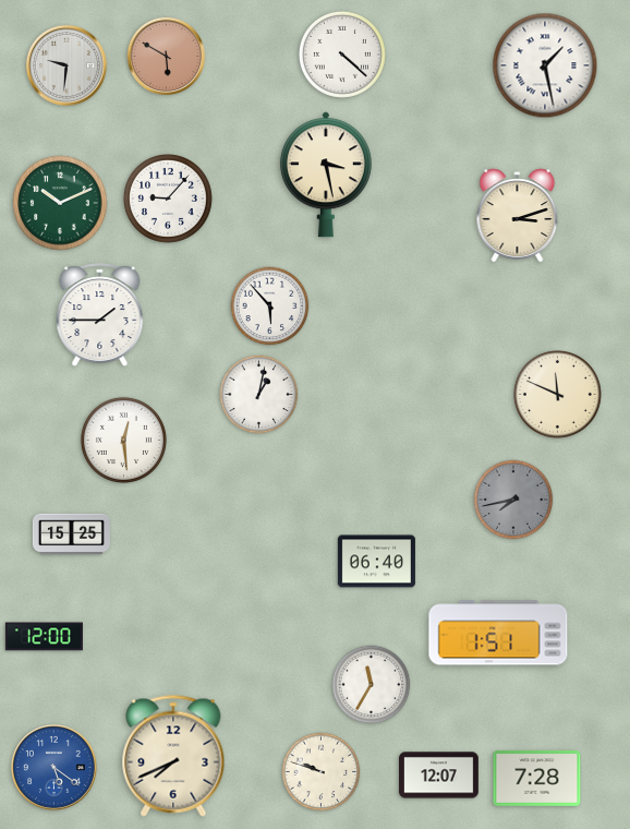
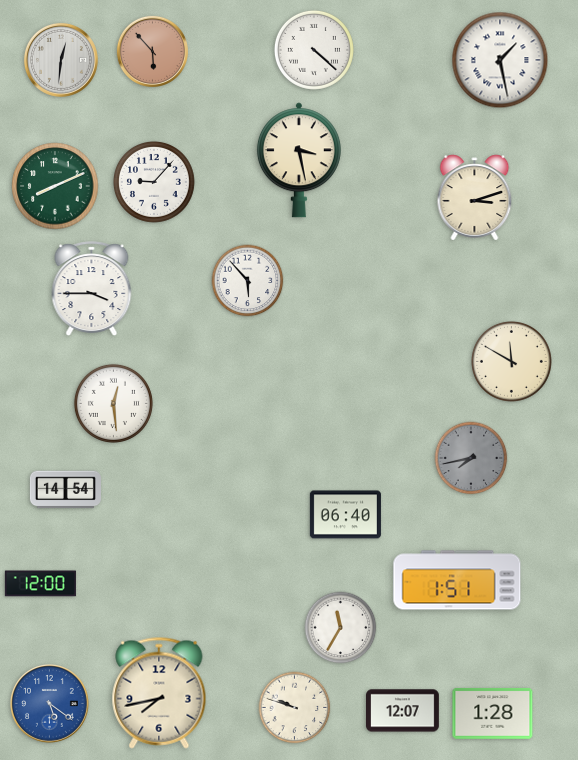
clock at (166, 56): 5:50 -> 5:53
clock at (66, 65): 9:31 -> 12:31
clock at (60, 203): 10:11 -> 8:11
clock at (100, 314): 1:45 -> 3:45
clock at (557, 394): 11:49 -> 11:50
clock at (259, 395): 1:02 -> none
clock at (71, 534): 15:25 -> 14:54
clock at (173, 756): 7:41 -> 7:43
clock at (537, 778): 7:28 -> 1:28
